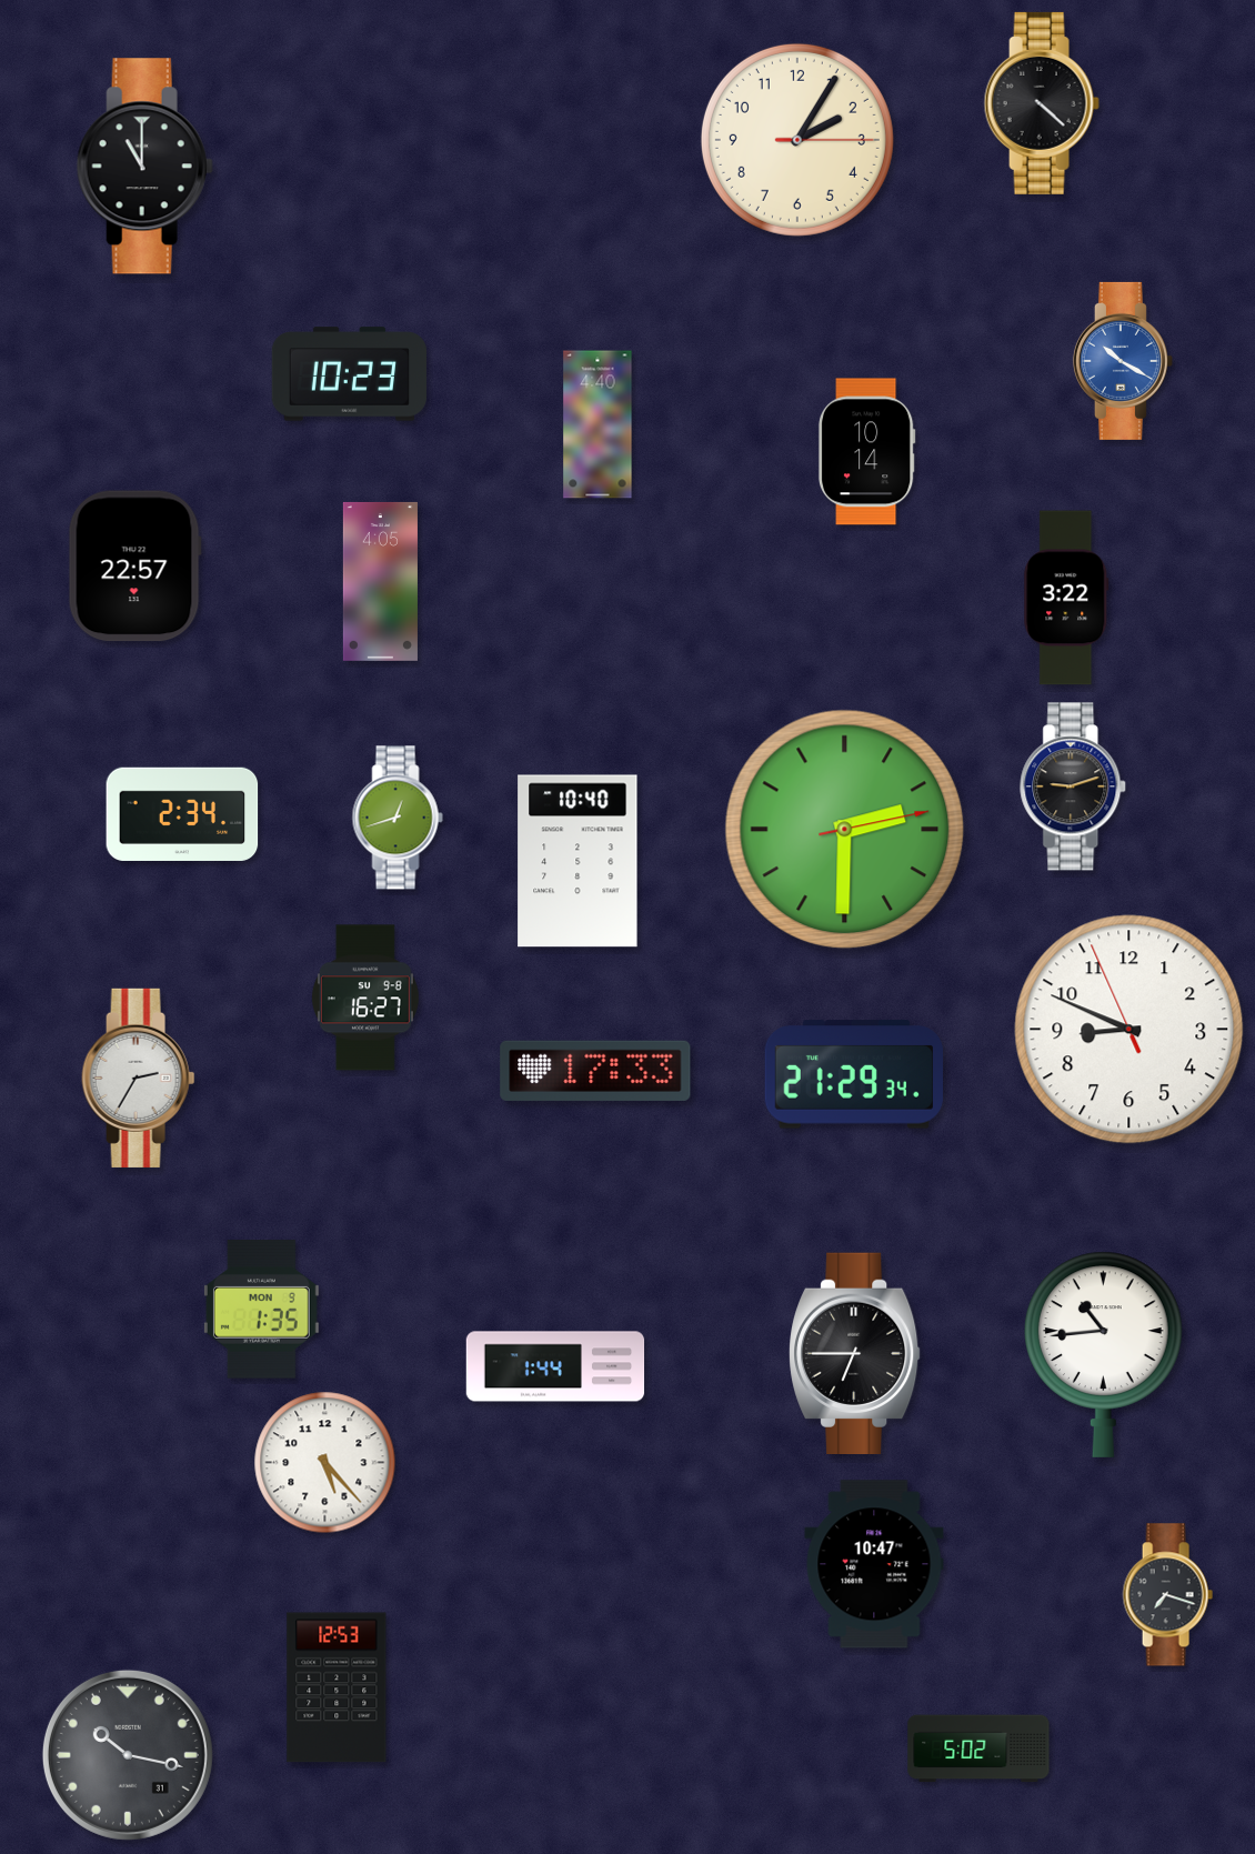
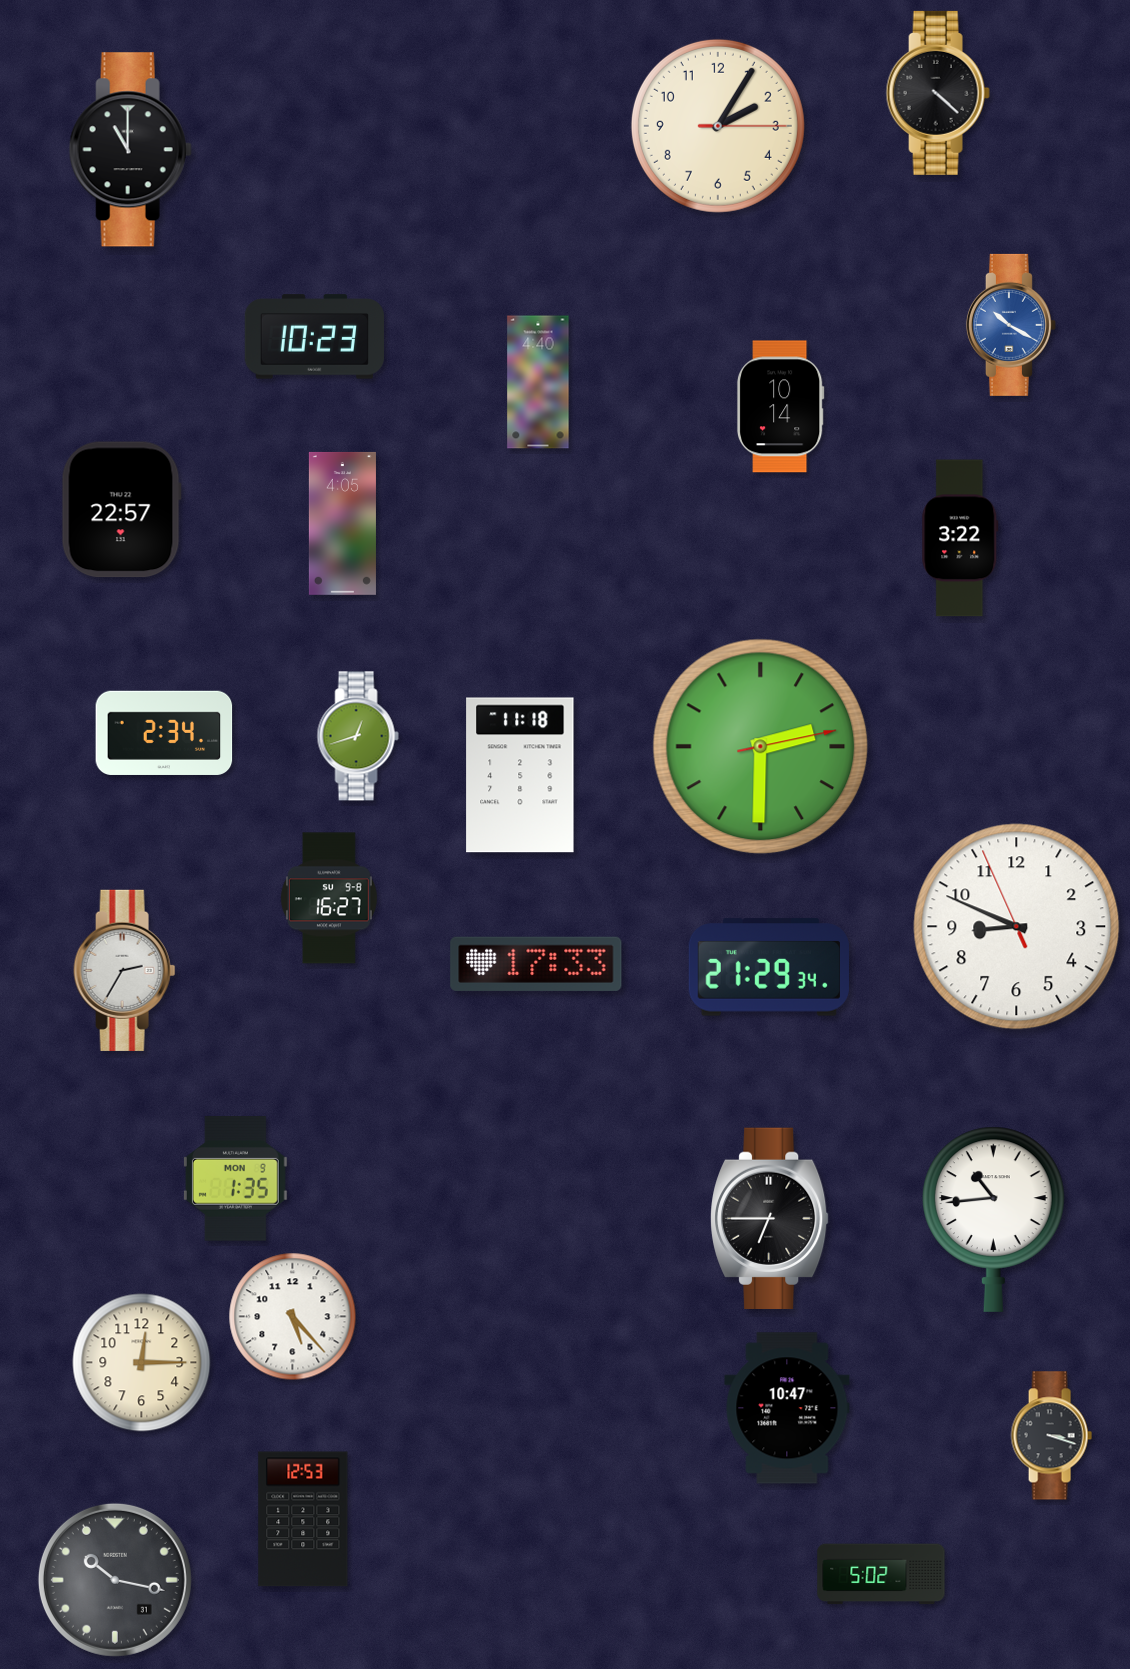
clock at (1074, 786): 9:12 -> none
clock at (578, 861): 10:40 -> 11:18
clock at (555, 1366): 1:44 -> none
clock at (142, 1363): none -> 12:15
clock at (1167, 1595): 7:18 -> 3:18
